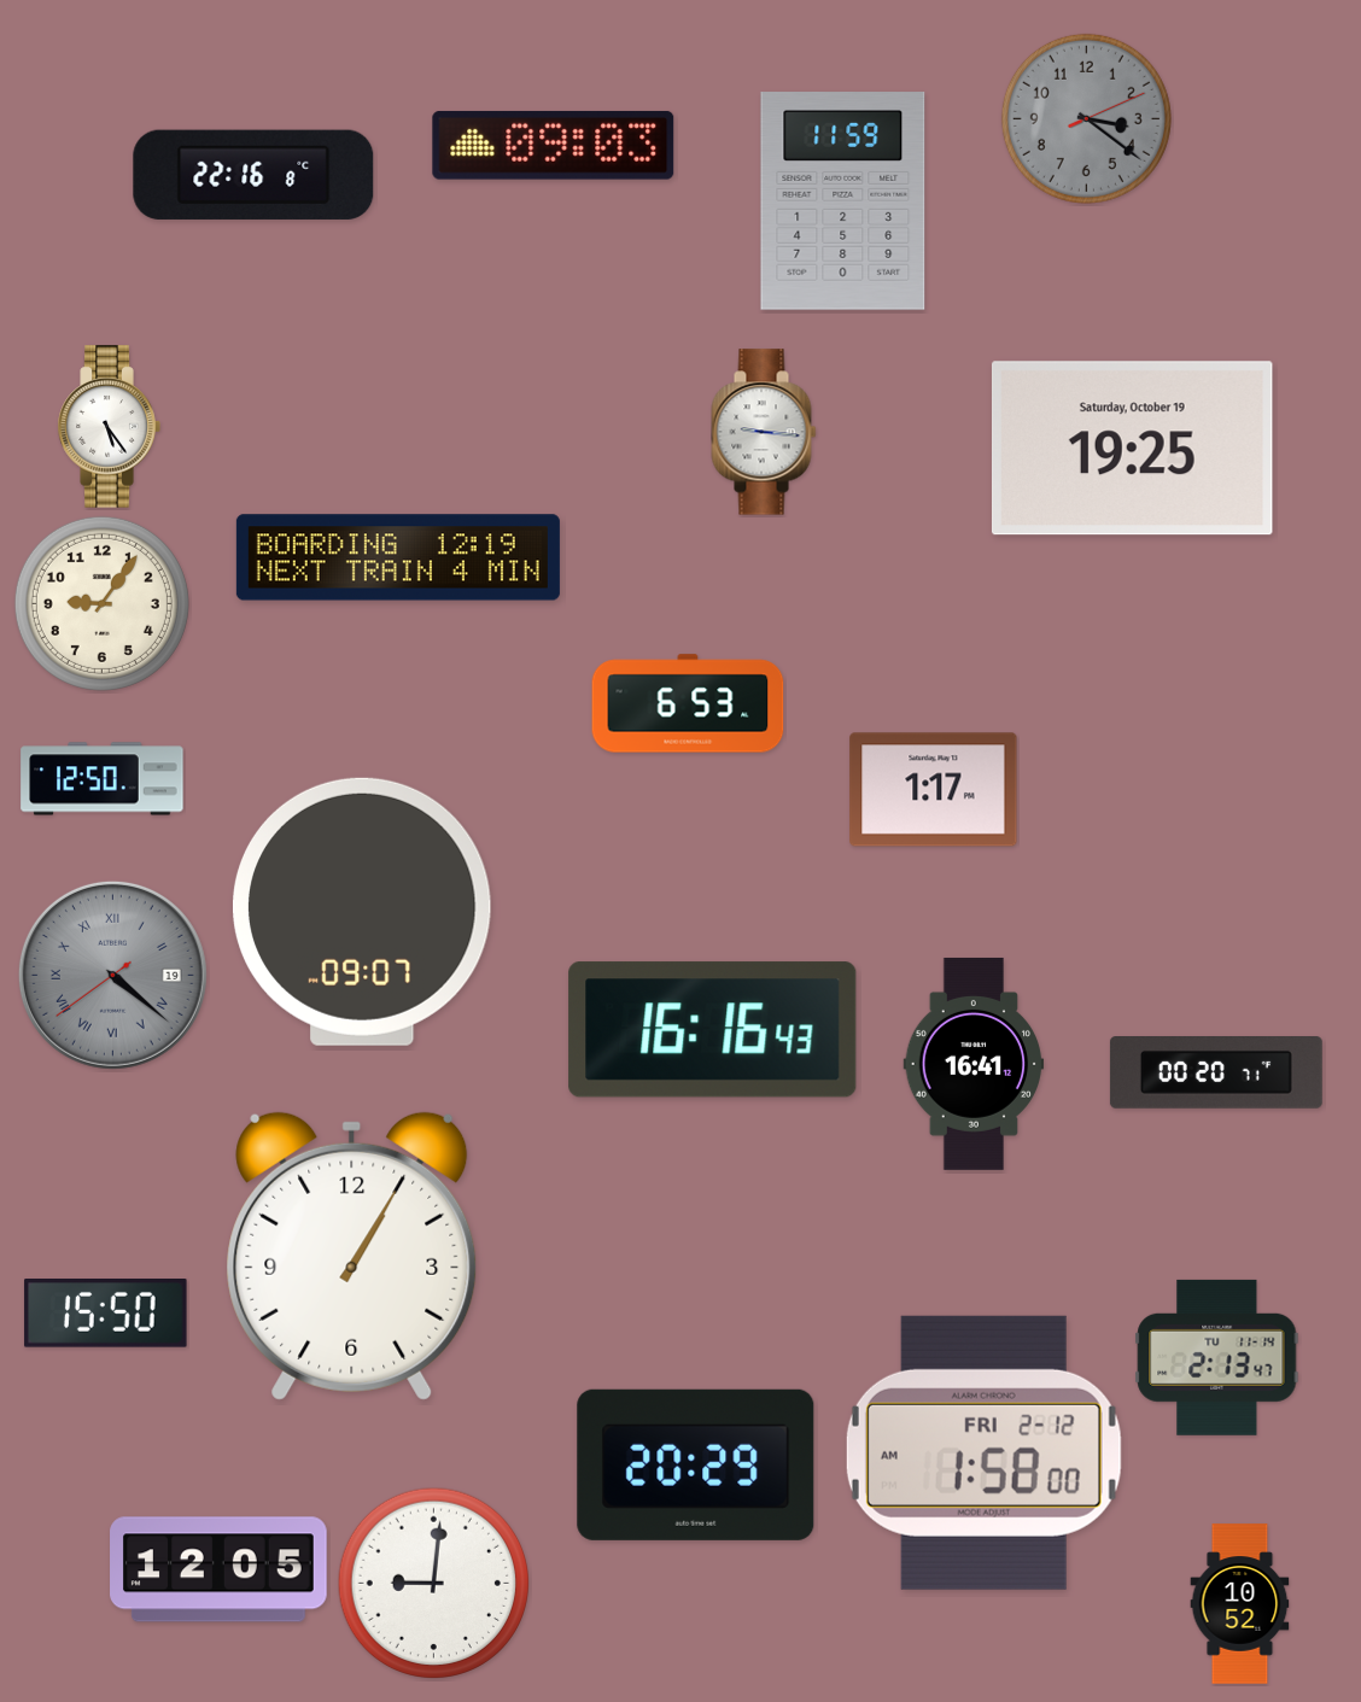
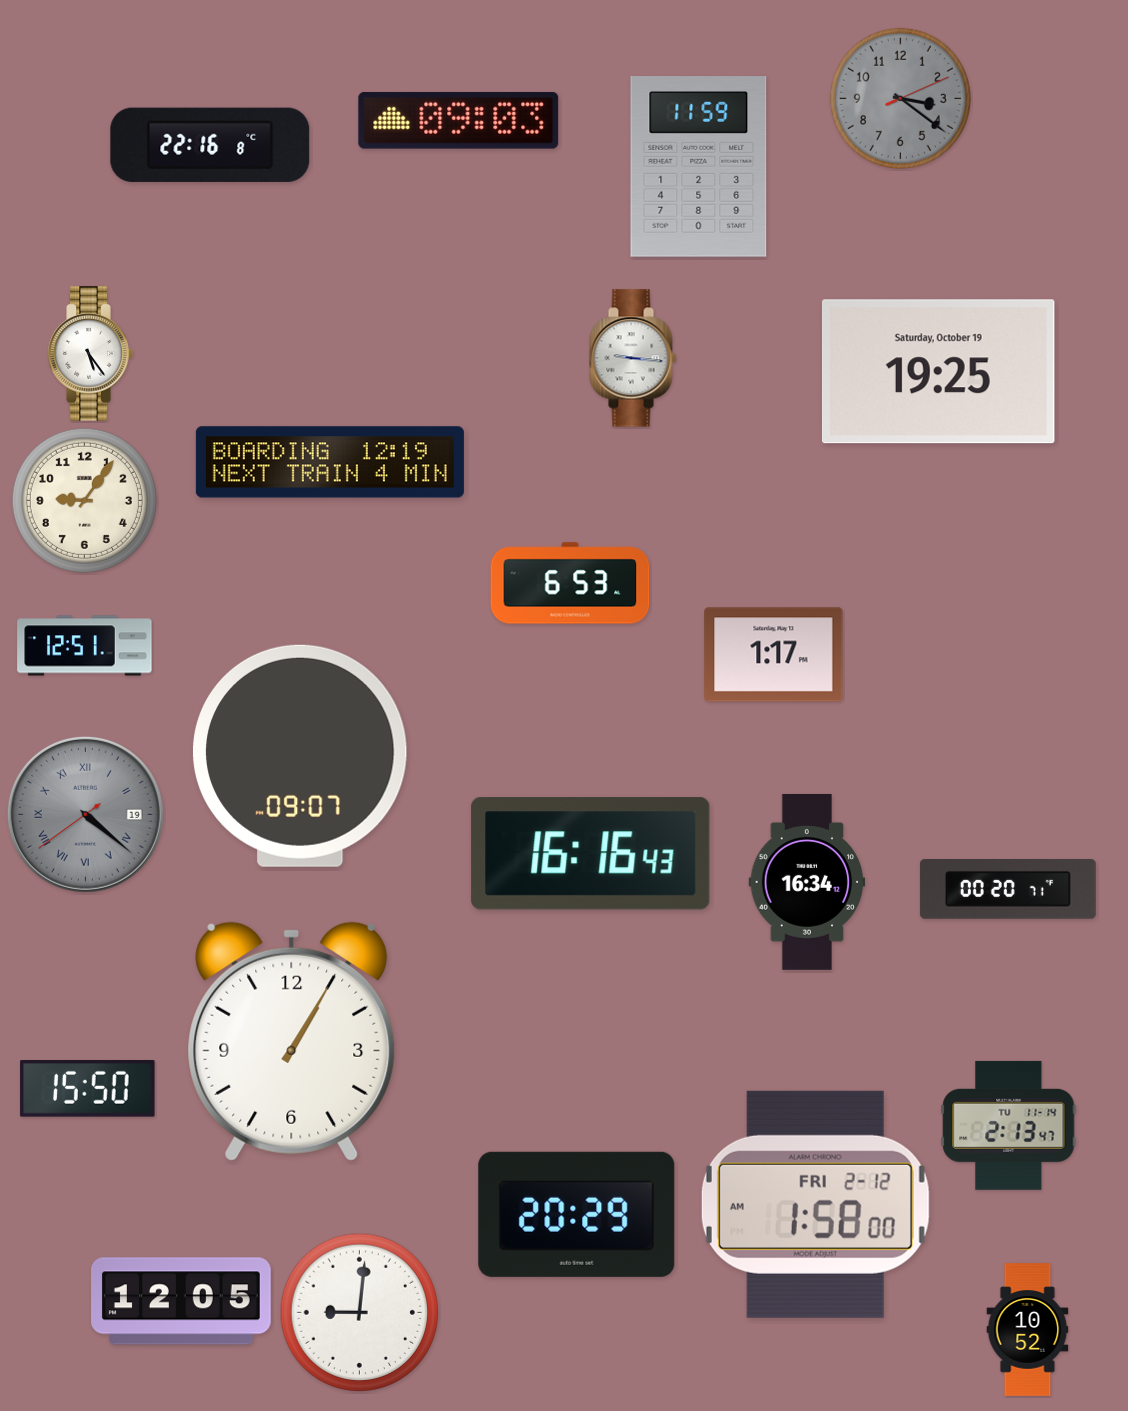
clock at (103, 779): 12:50 -> 12:51
clock at (112, 975) position: (112, 975) -> (85, 814)
clock at (974, 1064): 16:41 -> 16:34
